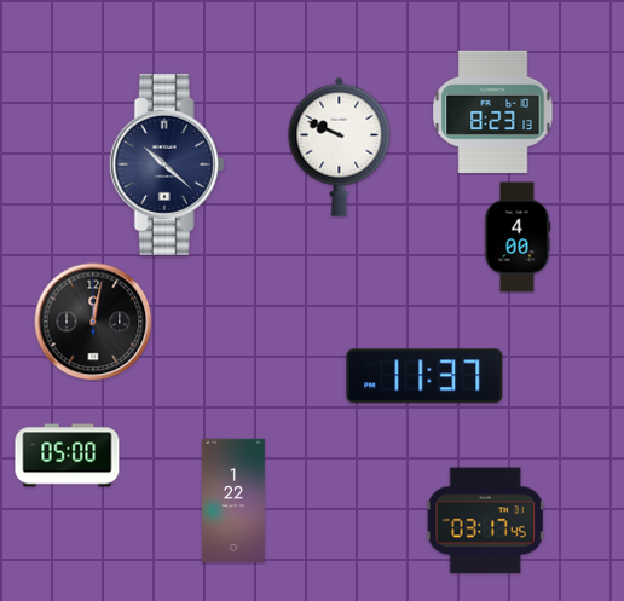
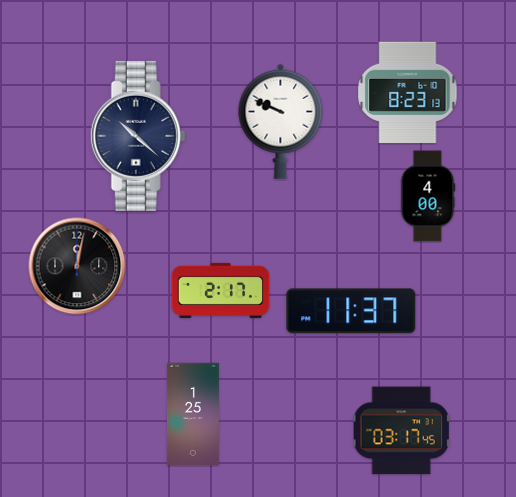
clock at (221, 290): none -> 2:17
clock at (68, 456): 05:00 -> none
clock at (233, 499): 1:22 -> 1:25
